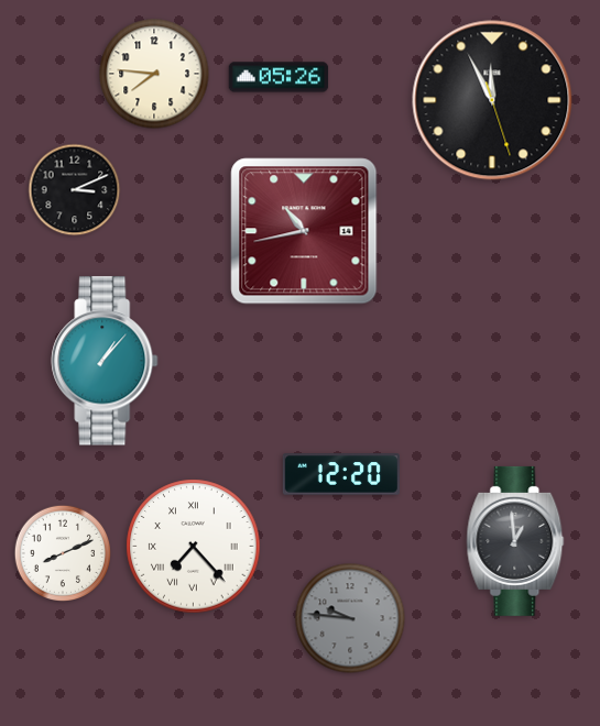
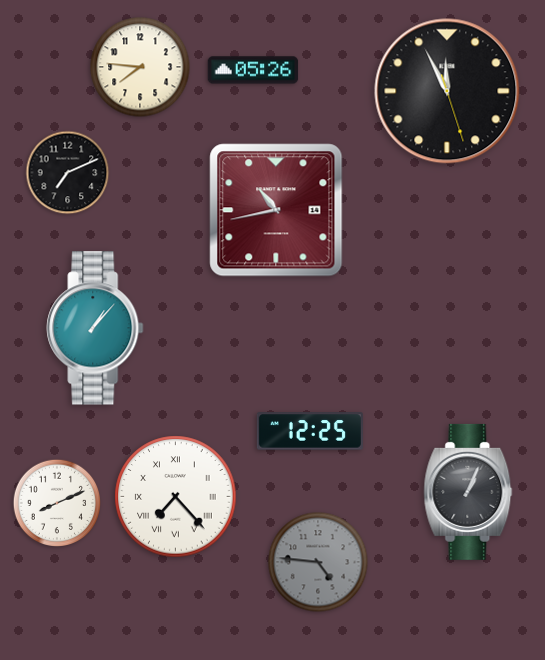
clock at (75, 190): 3:11 -> 7:11
clock at (341, 474): 12:20 -> 12:25
clock at (515, 541): 12:59 -> 1:04
clock at (350, 618): 9:46 -> 4:46
